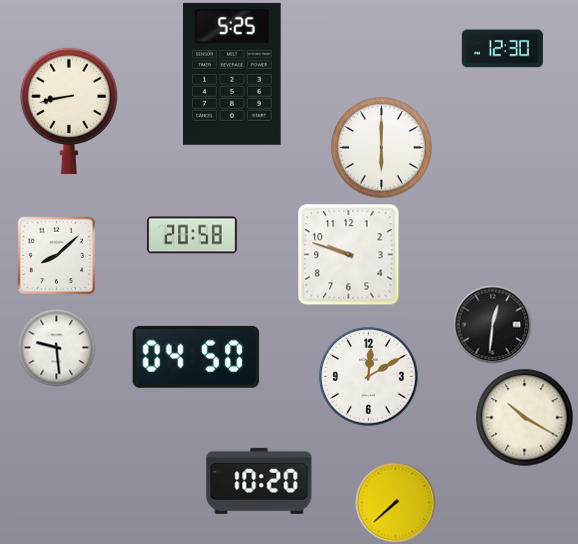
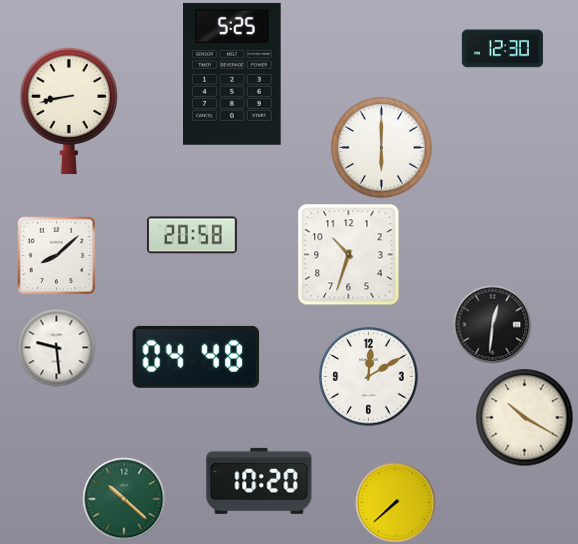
clock at (349, 255): 9:48 -> 10:33
clock at (196, 357): 04:50 -> 04:48
clock at (124, 499): none -> 10:22
